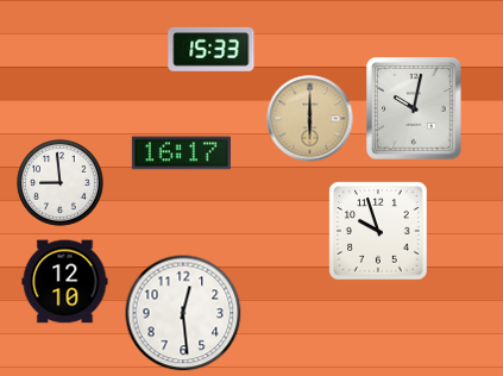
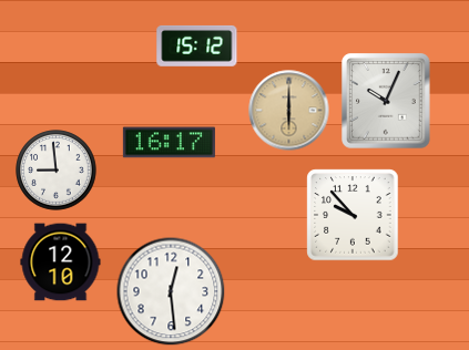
clock at (212, 49): 15:33 -> 15:12
clock at (414, 108): 10:02 -> 10:04
clock at (378, 231): 9:57 -> 9:53
